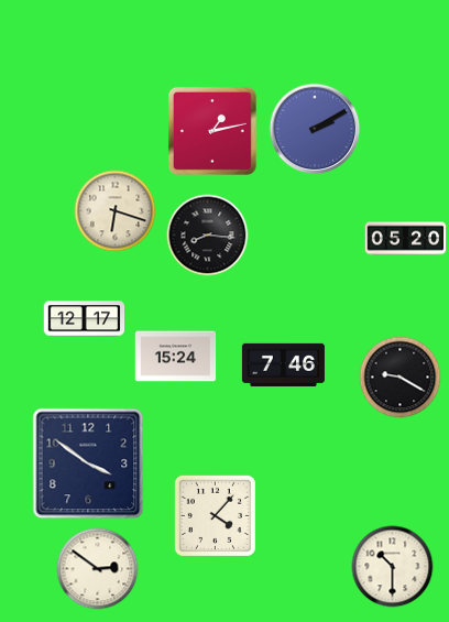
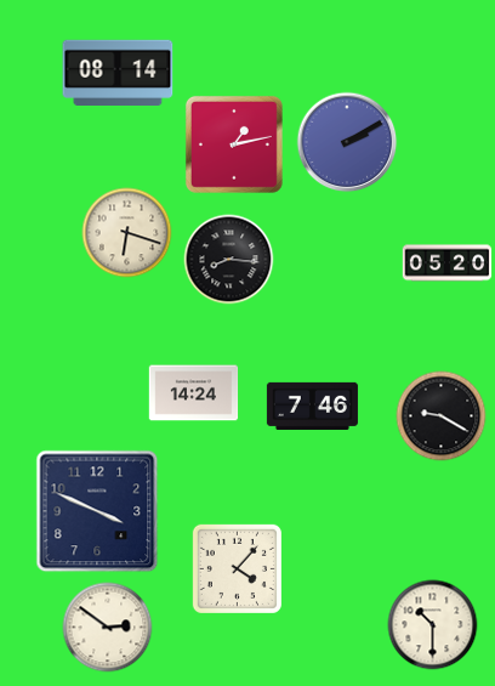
clock at (118, 73): none -> 08:14
clock at (85, 319): 12:17 -> none
clock at (176, 357): 15:24 -> 14:24
clock at (283, 364) position: (283, 364) -> (312, 406)
clock at (88, 463): 3:51 -> 3:49
